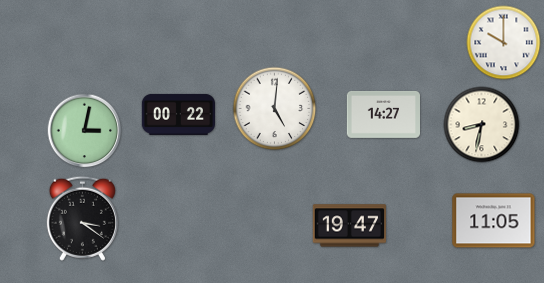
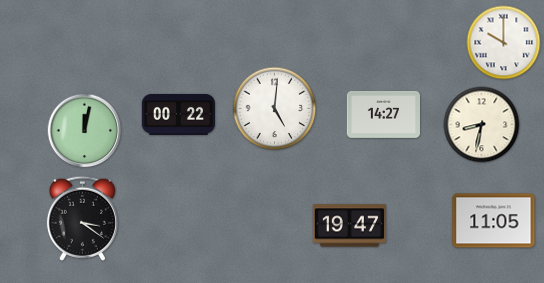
clock at (85, 131): 3:02 -> 12:02
